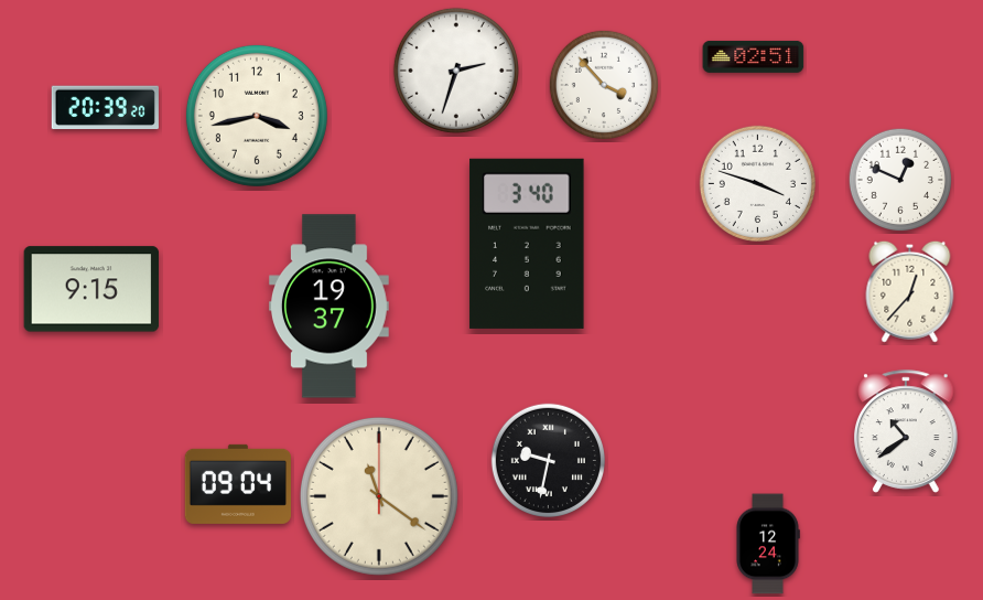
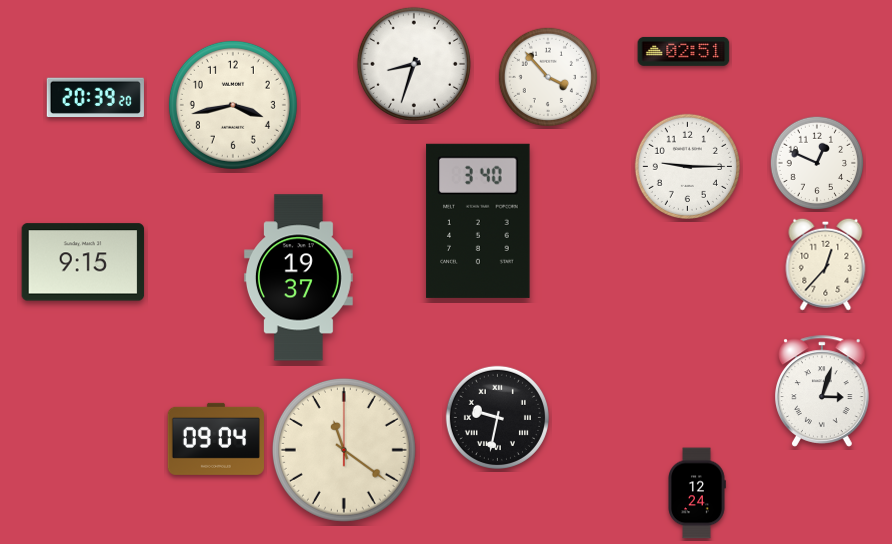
clock at (456, 71): 2:33 -> 8:33
clock at (757, 183): 3:48 -> 9:15
clock at (907, 431): 10:39 -> 3:03
